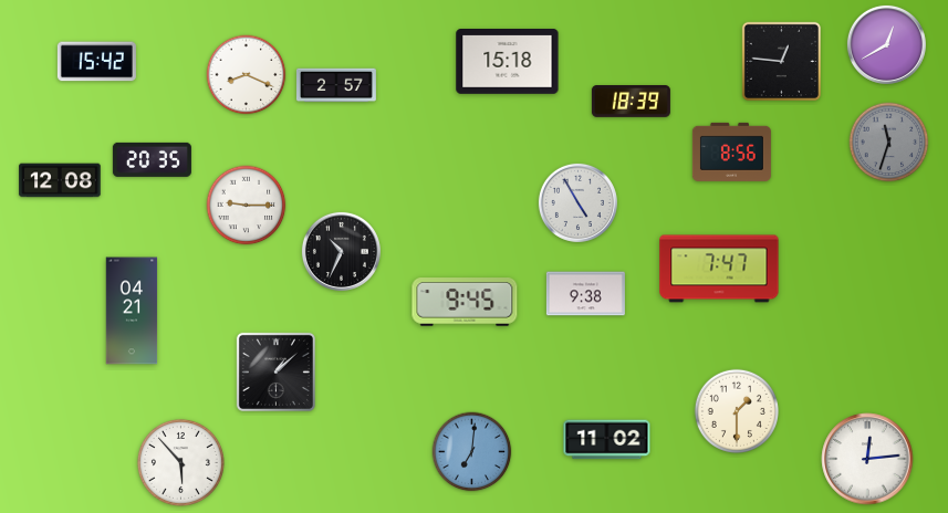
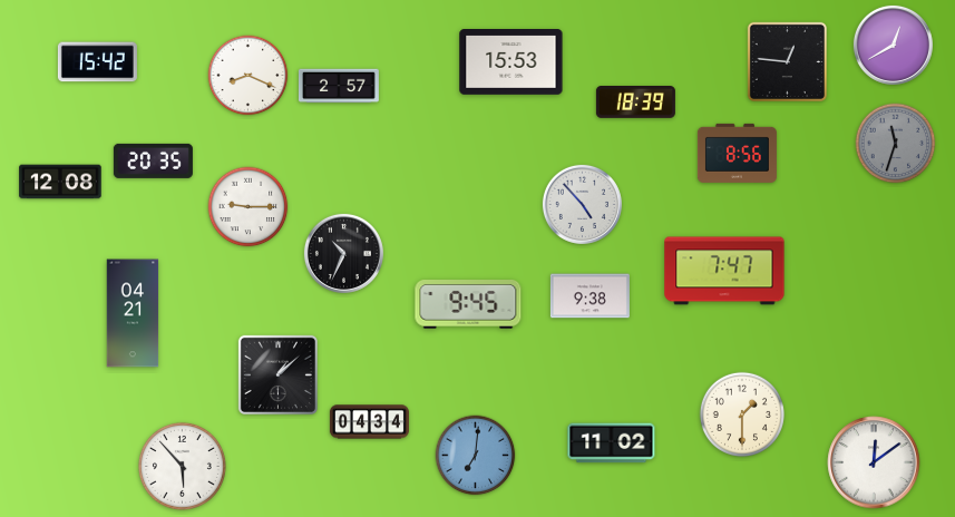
clock at (508, 62): 15:18 -> 15:53
clock at (577, 202): 4:55 -> 4:53
clock at (369, 422): none -> 04:34
clock at (867, 459): 12:14 -> 12:09
